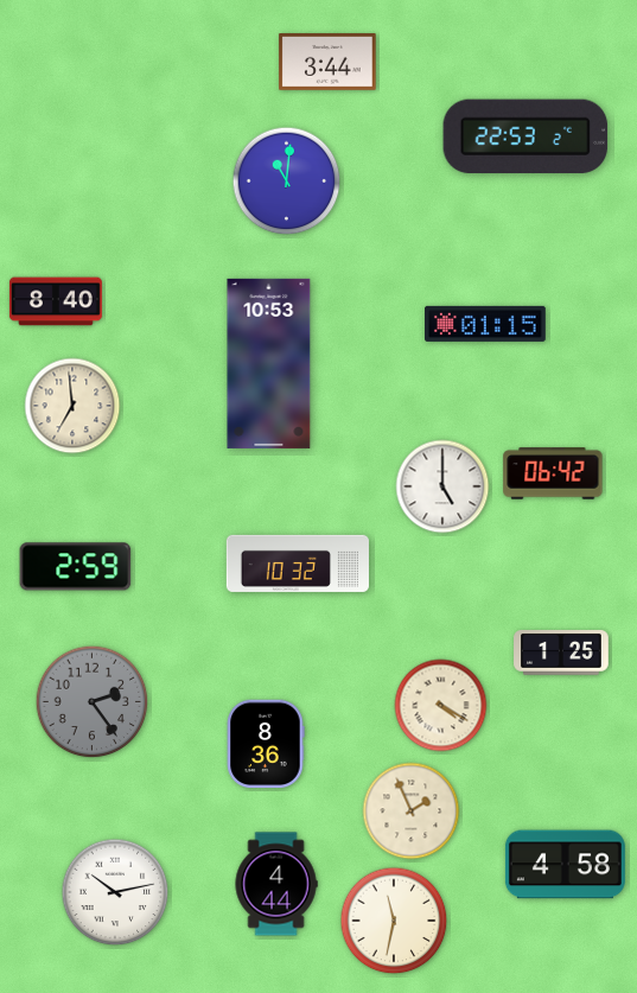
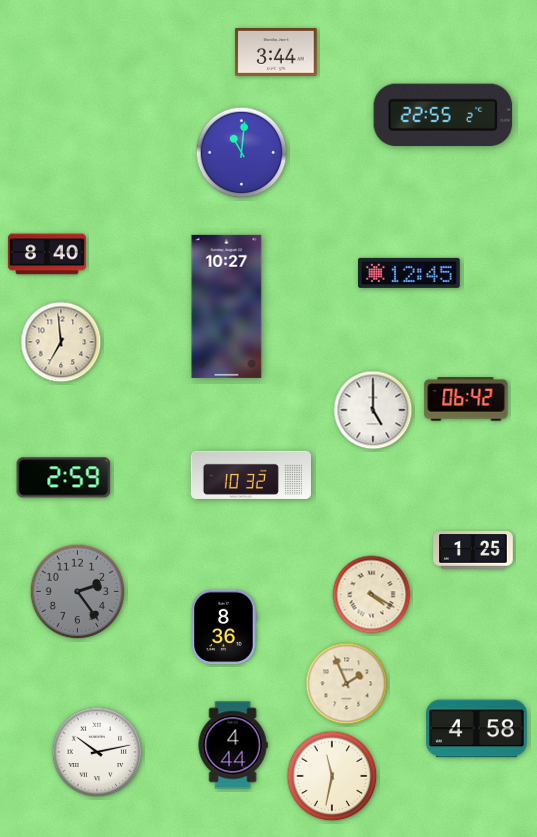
clock at (525, 136): 22:53 -> 22:55
clock at (486, 324): 01:15 -> 12:45
clock at (269, 363): 10:53 -> 10:27
